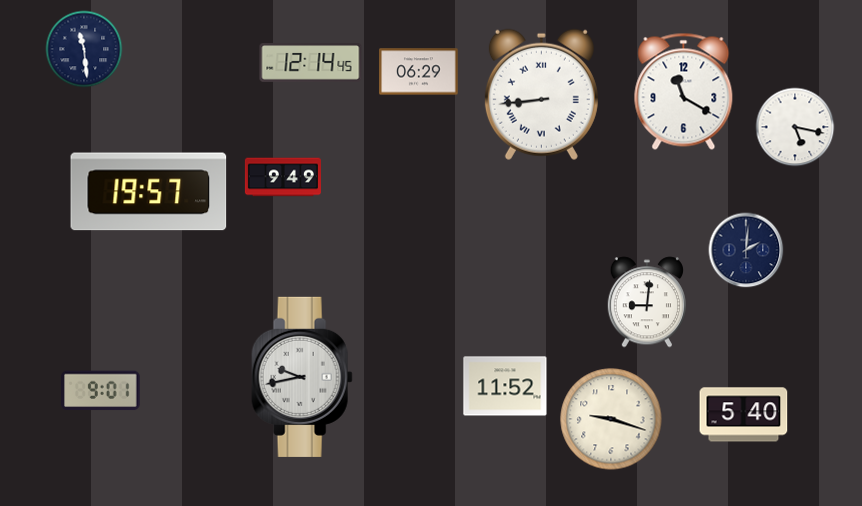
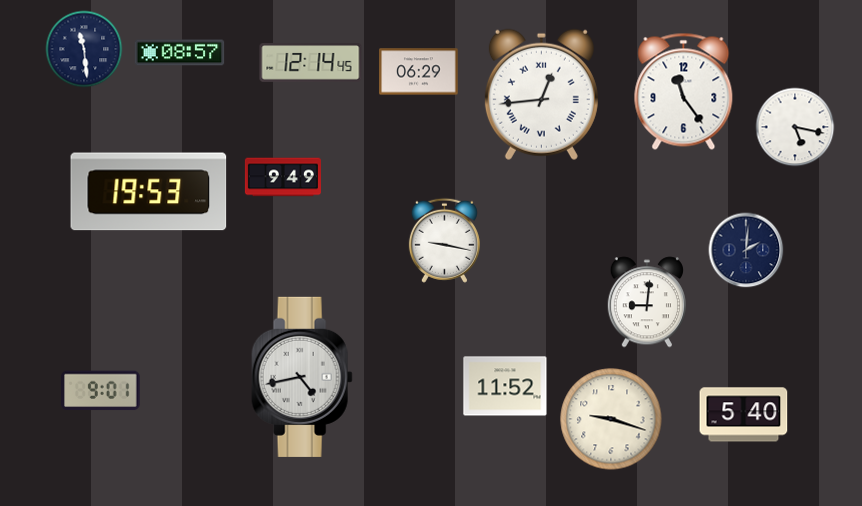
clock at (180, 53): none -> 08:57
clock at (684, 91): 11:20 -> 11:24
clock at (541, 94): 8:44 -> 12:44
clock at (149, 192): 19:57 -> 19:53
clock at (444, 240): none -> 9:17
clock at (302, 377): 9:43 -> 4:43
